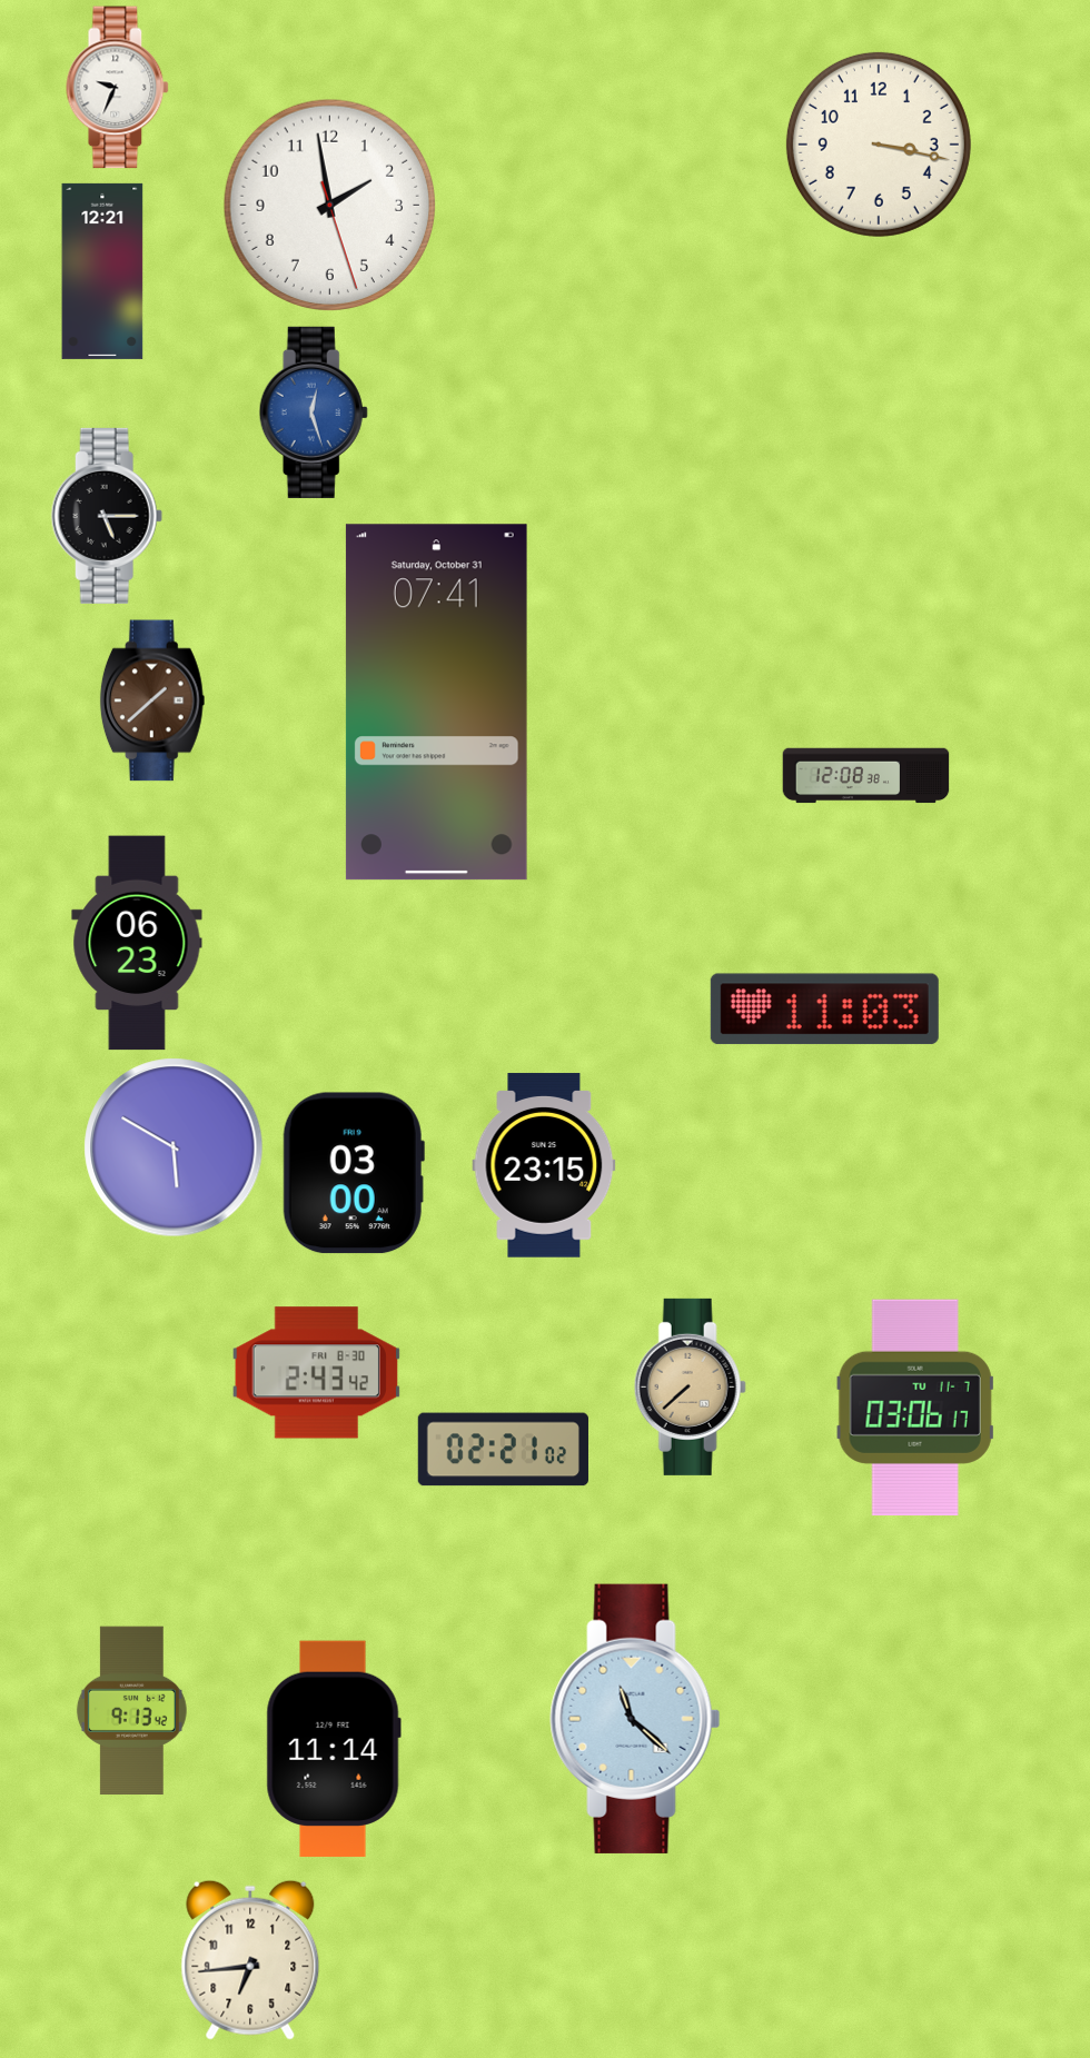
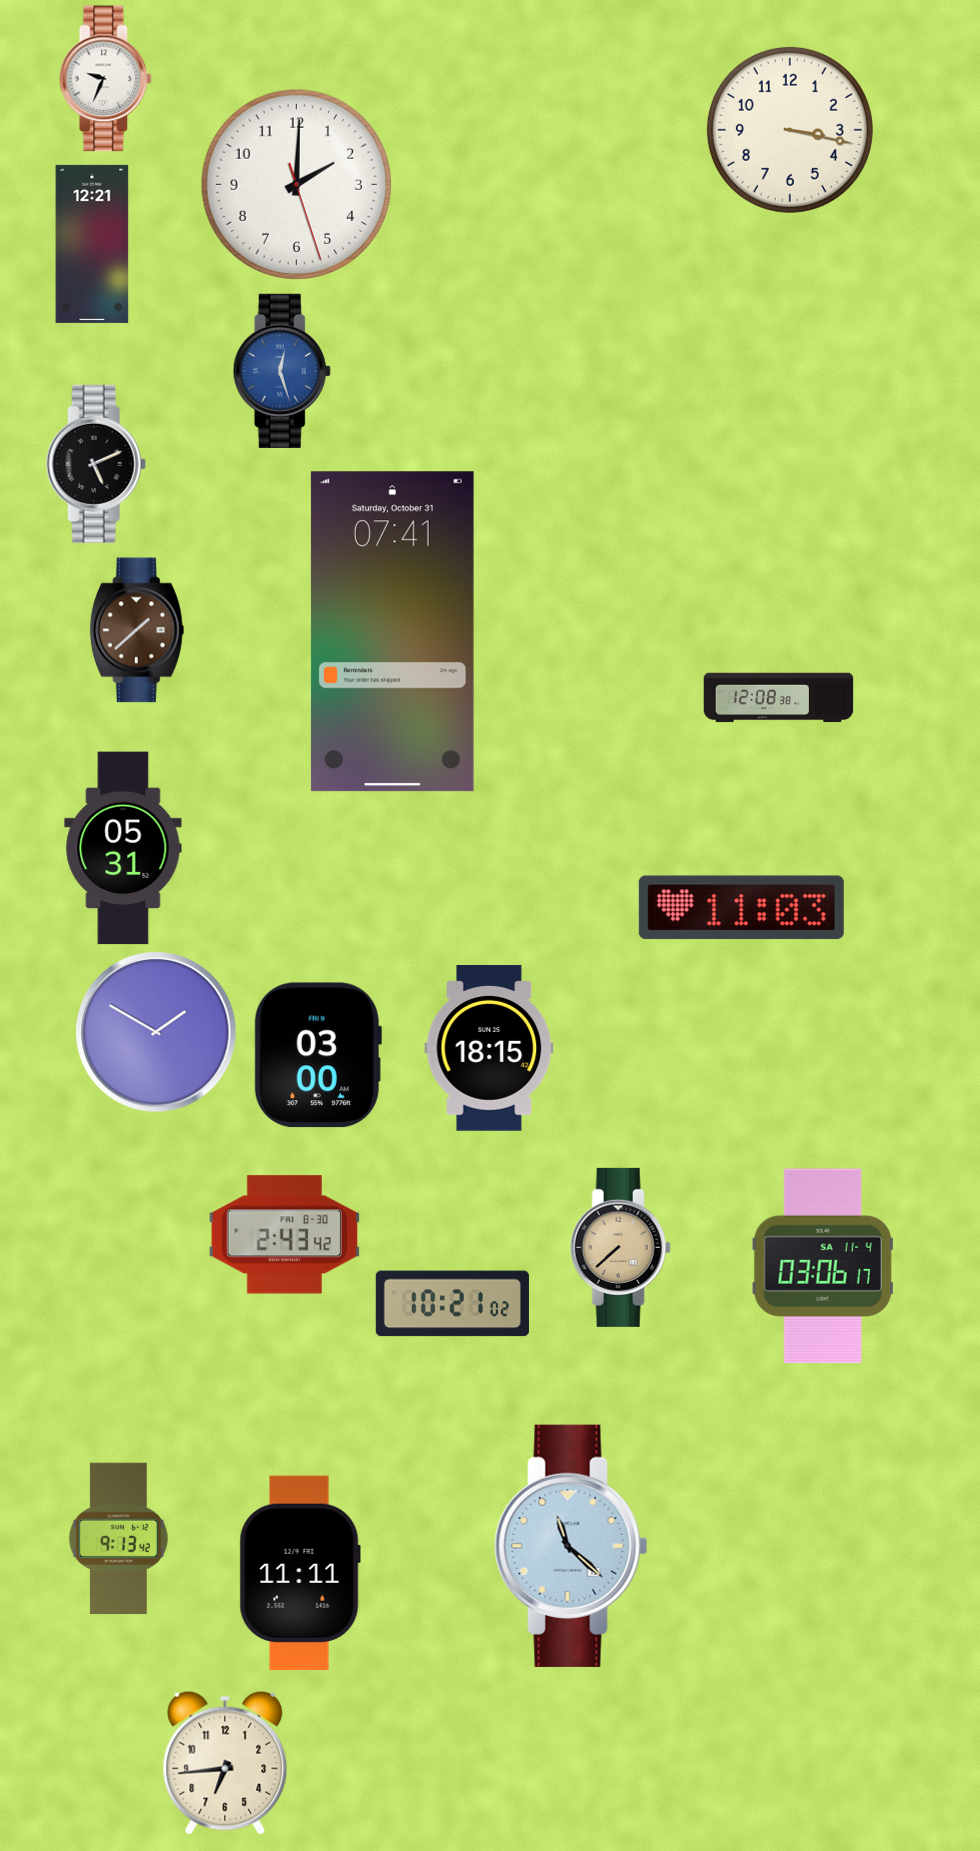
clock at (329, 205): 1:58 -> 2:00
clock at (107, 516): 5:15 -> 5:11
clock at (137, 943): 06:23 -> 05:31
clock at (174, 1147): 5:50 -> 1:50
clock at (544, 1165): 23:15 -> 18:15
clock at (915, 1408) date: TU 11-7 -> SA 11-4
clock at (503, 1450): 02:21 -> 10:21
clock at (334, 1749): 11:14 -> 11:11
